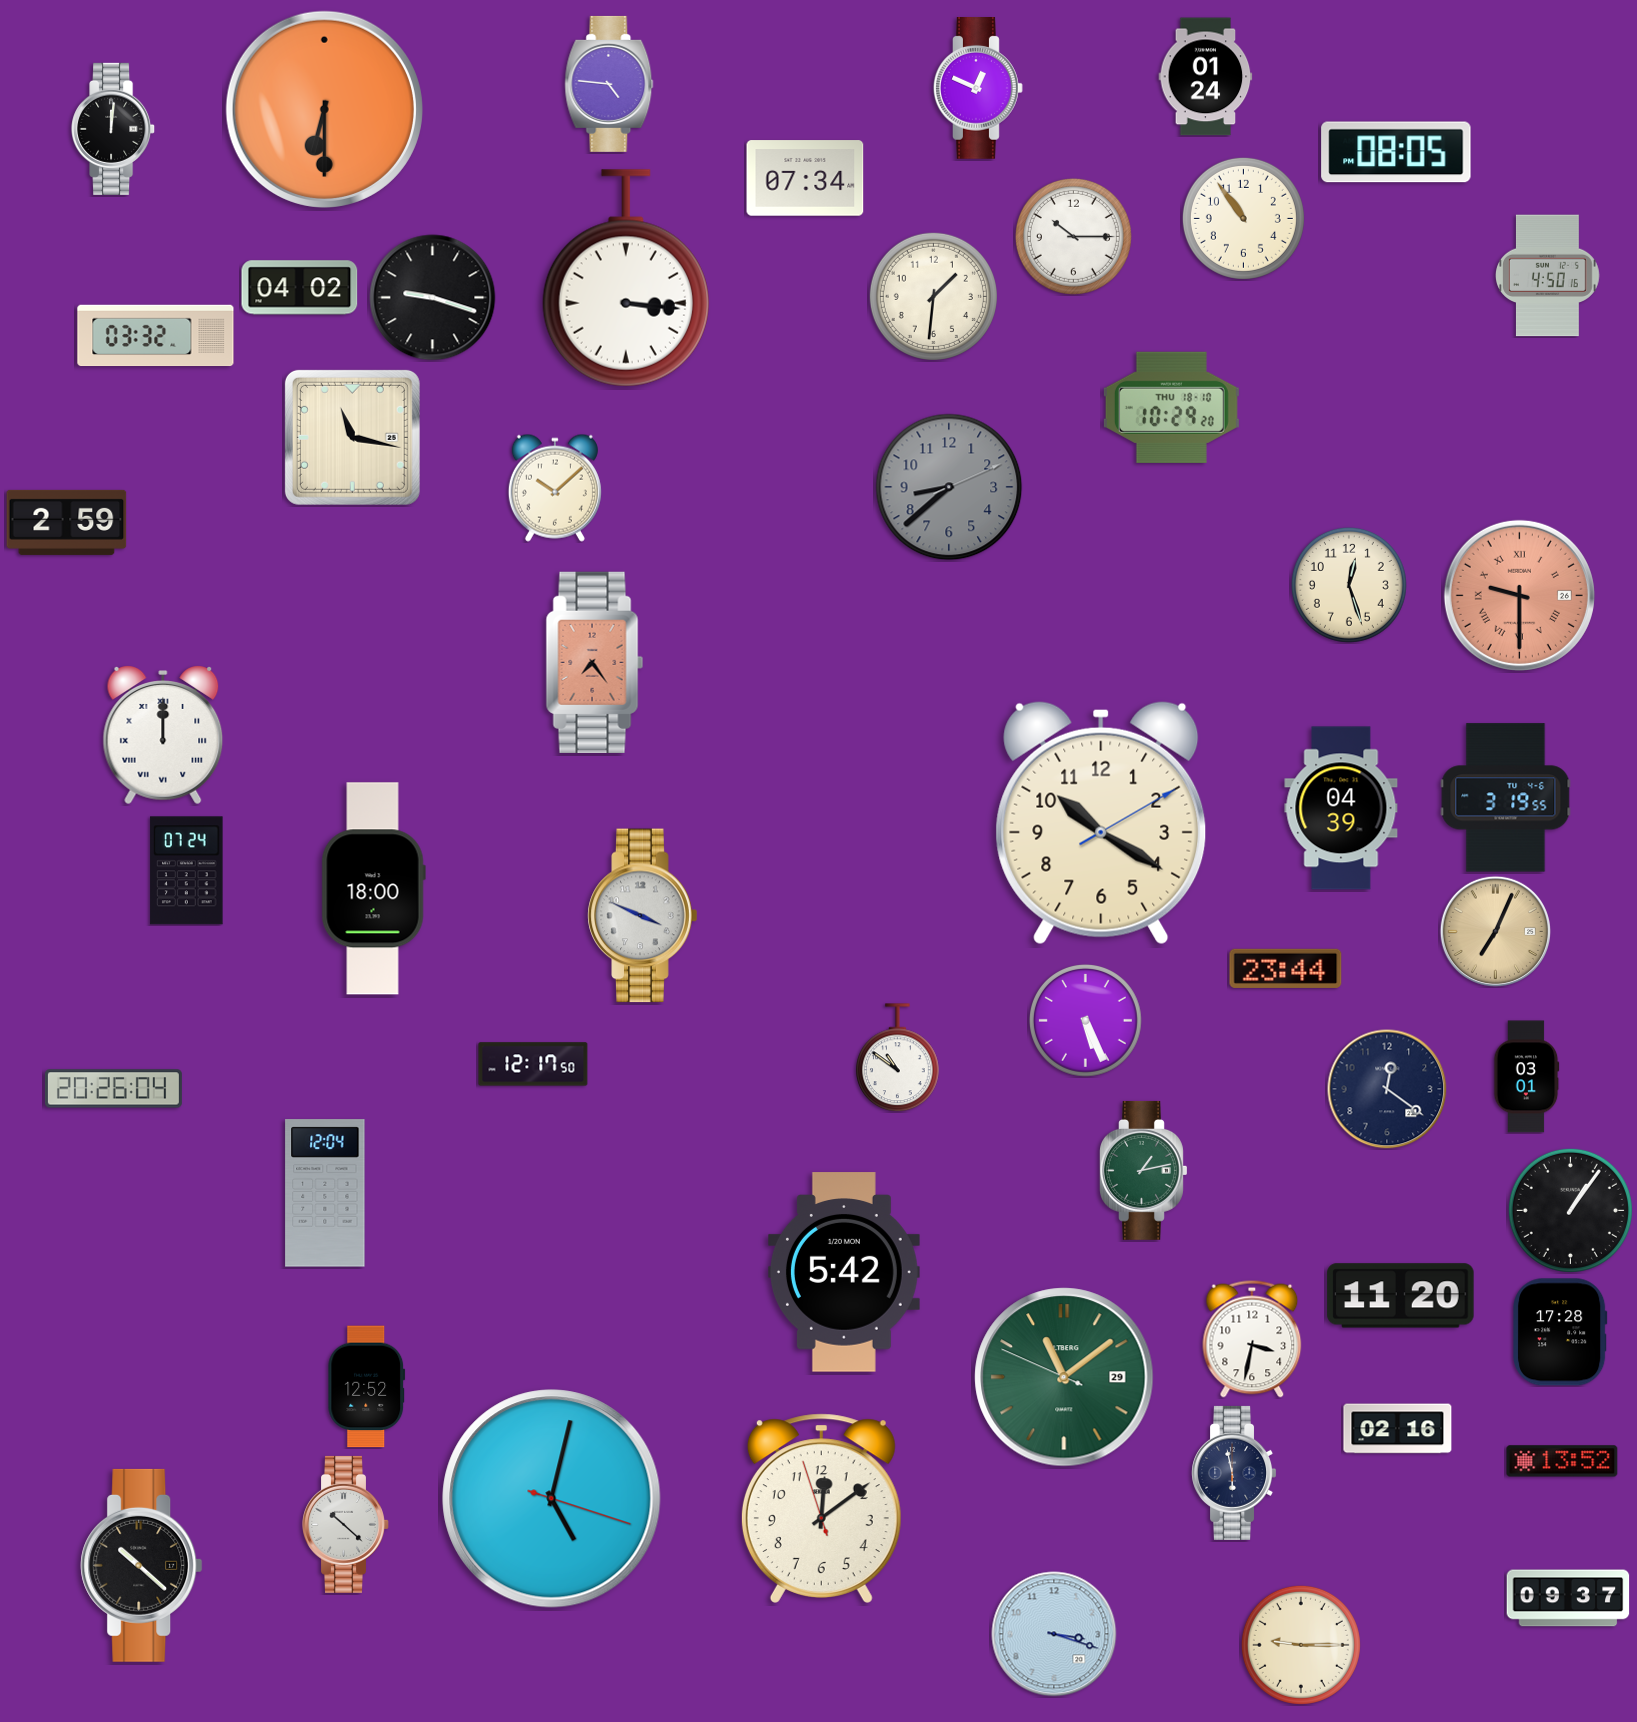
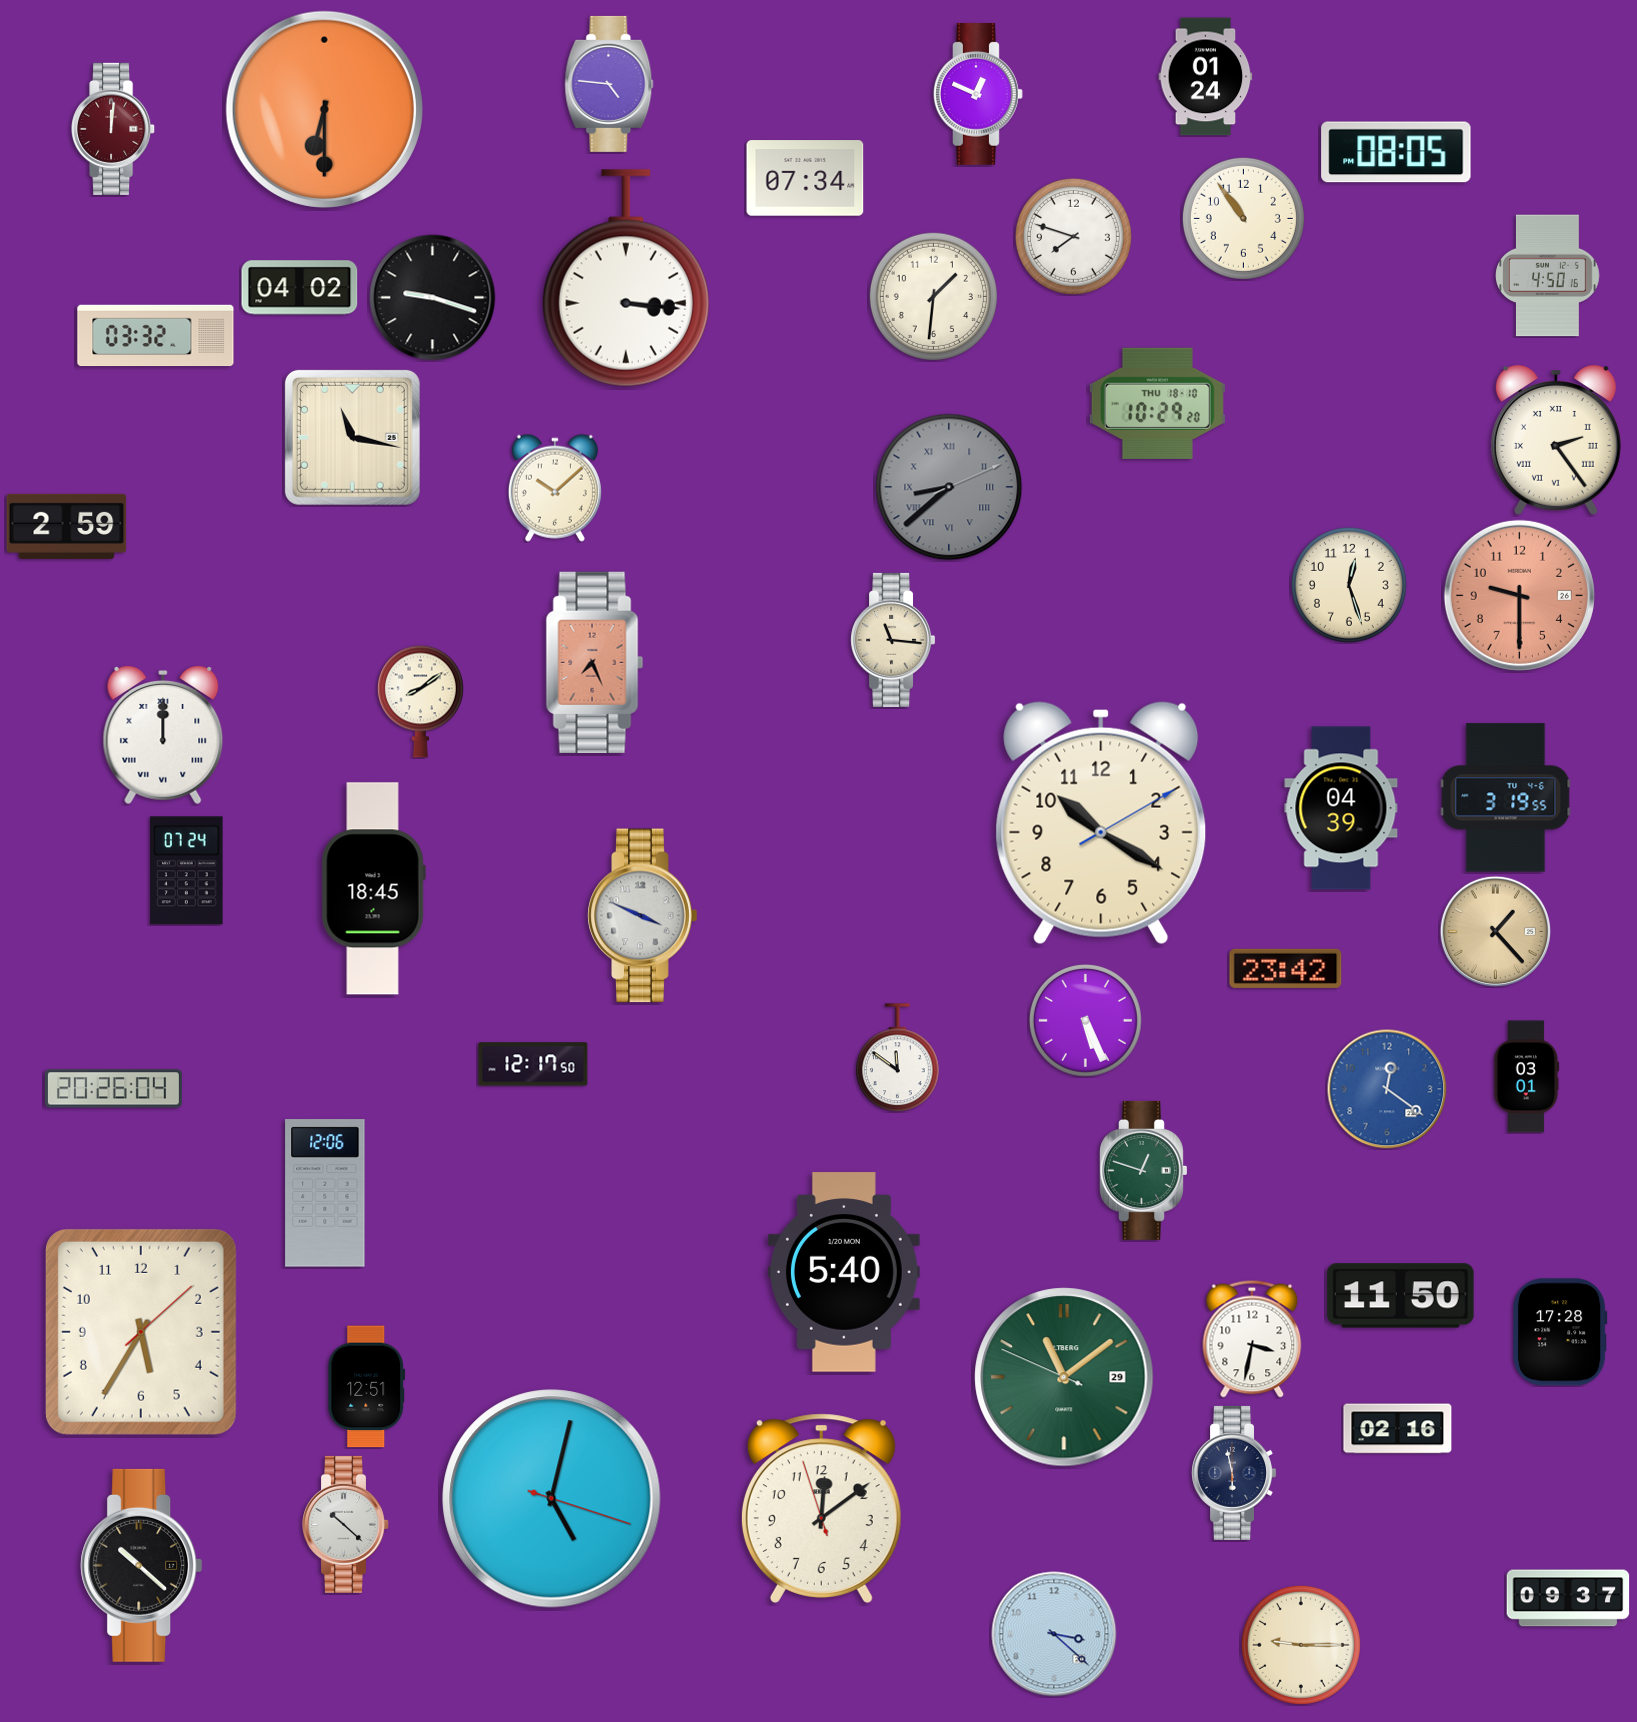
clock at (979, 89) position: (979, 89) -> (979, 95)
clock at (114, 129) dial: black -> burgundy
clock at (1073, 236): 10:15 -> 7:48
clock at (1171, 407) position: (1171, 407) -> (1157, 403)
clock at (1556, 441): none -> 2:24
clock at (949, 487) numerals: Arabic -> Roman
clock at (67, 522) position: (67, 522) -> (67, 526)
clock at (1519, 595) numerals: Roman -> Arabic
clock at (893, 640): none -> 11:16
clock at (595, 662): 7:24 -> 7:26
clock at (420, 701): none -> 8:09
clock at (373, 889): 18:00 -> 18:45
clock at (1495, 931): 7:04 -> 1:23
clock at (1286, 968): 23:44 -> 23:42
clock at (898, 1058): 10:51 -> 11:51
clock at (1387, 1089) dial: navy -> blue
clock at (1144, 1170): 1:13 -> 12:48
clock at (325, 1193): 12:04 -> 12:06
clock at (1570, 1210): 1:06 -> none
clock at (844, 1272): 5:42 -> 5:40
clock at (1401, 1296): 11:20 -> 11:50
clock at (141, 1332): none -> 5:35
clock at (367, 1387): 12:52 -> 12:51
clock at (1562, 1461): 13:52 -> none
clock at (1054, 1634): 3:18 -> 3:22
